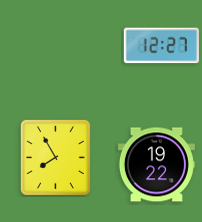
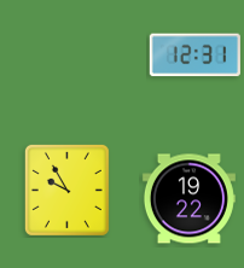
clock at (161, 46): 12:27 -> 12:31
clock at (55, 157): 7:55 -> 9:55
